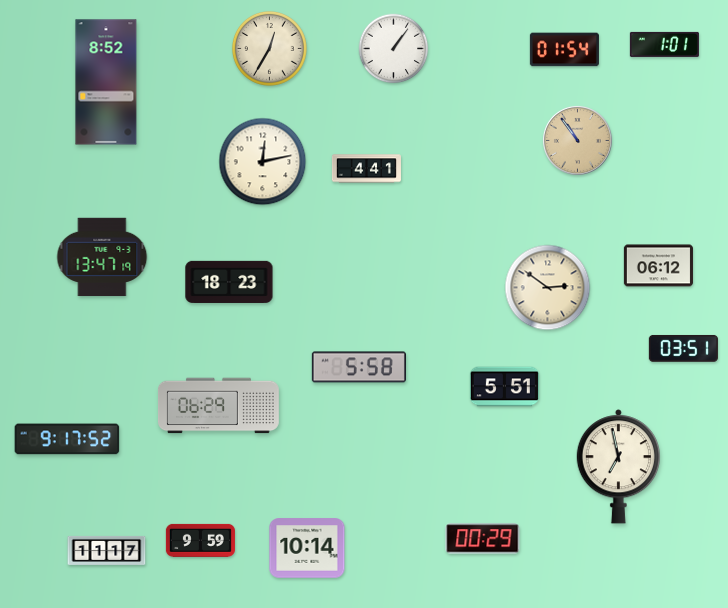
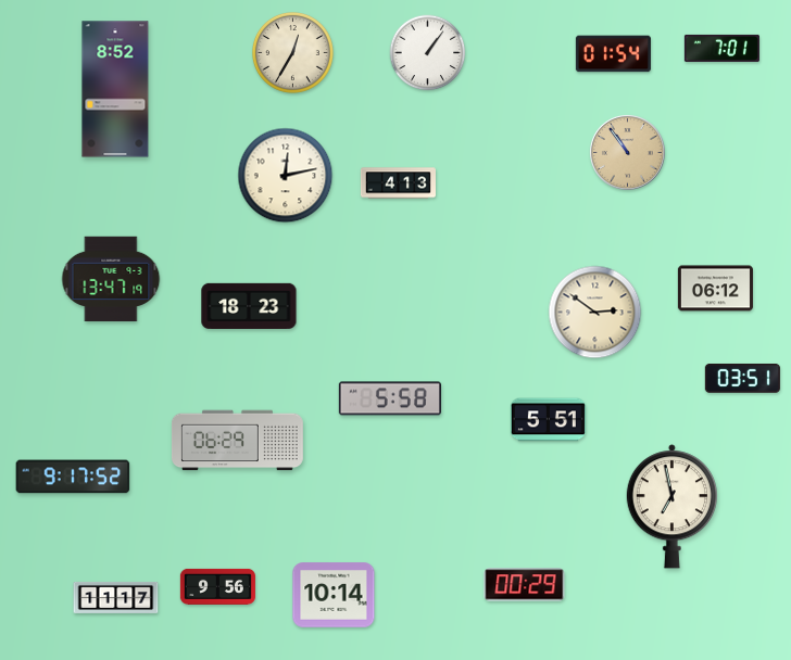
clock at (664, 44): 1:01 -> 7:01
clock at (366, 169): 4:41 -> 4:13
clock at (200, 540): 9:59 -> 9:56
